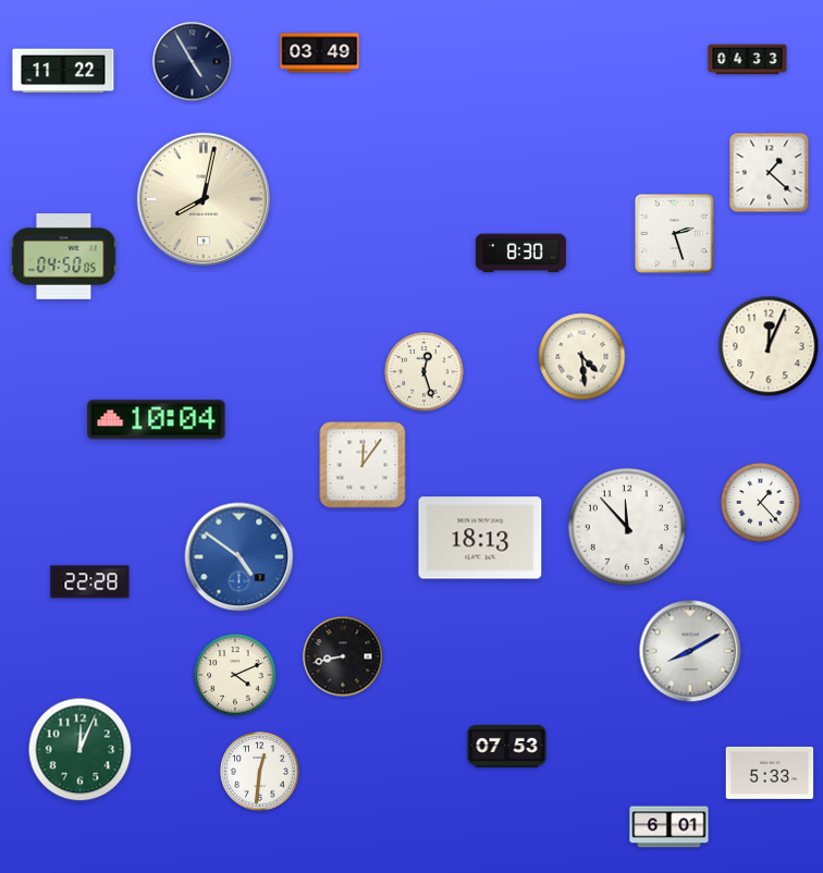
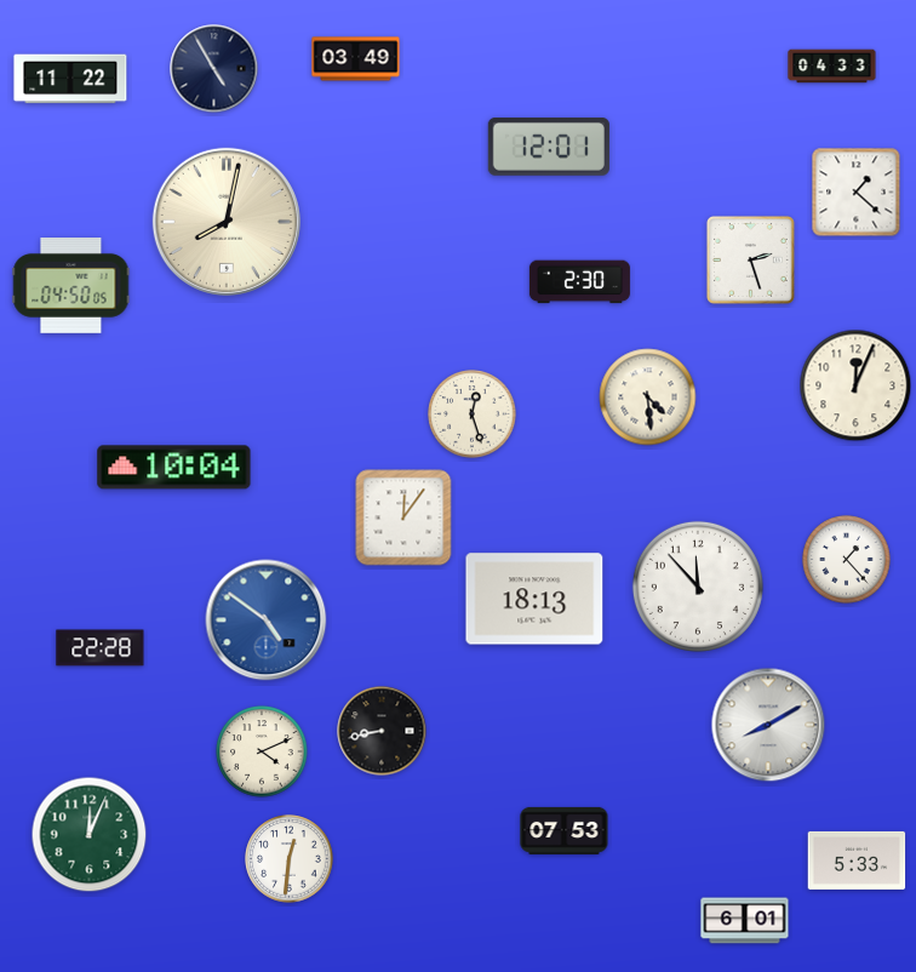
clock at (549, 147): none -> 12:01
clock at (520, 254): 8:30 -> 2:30
